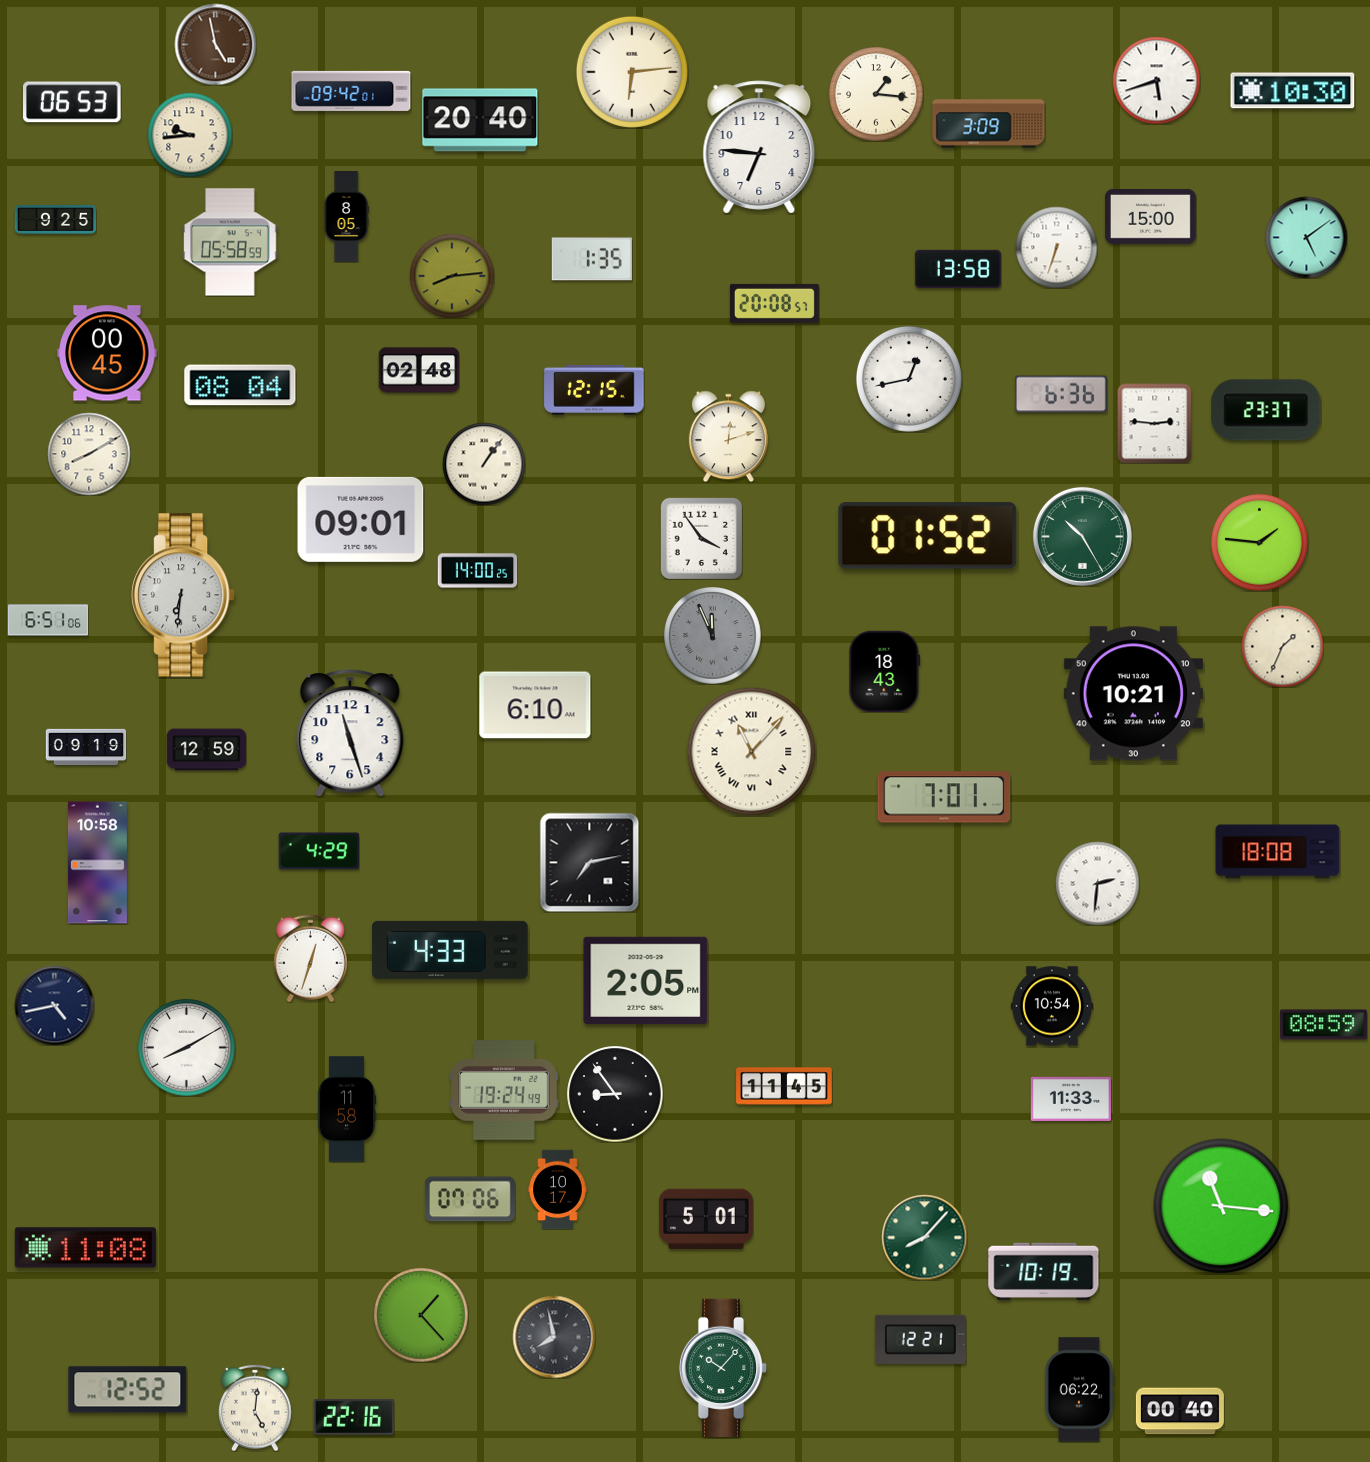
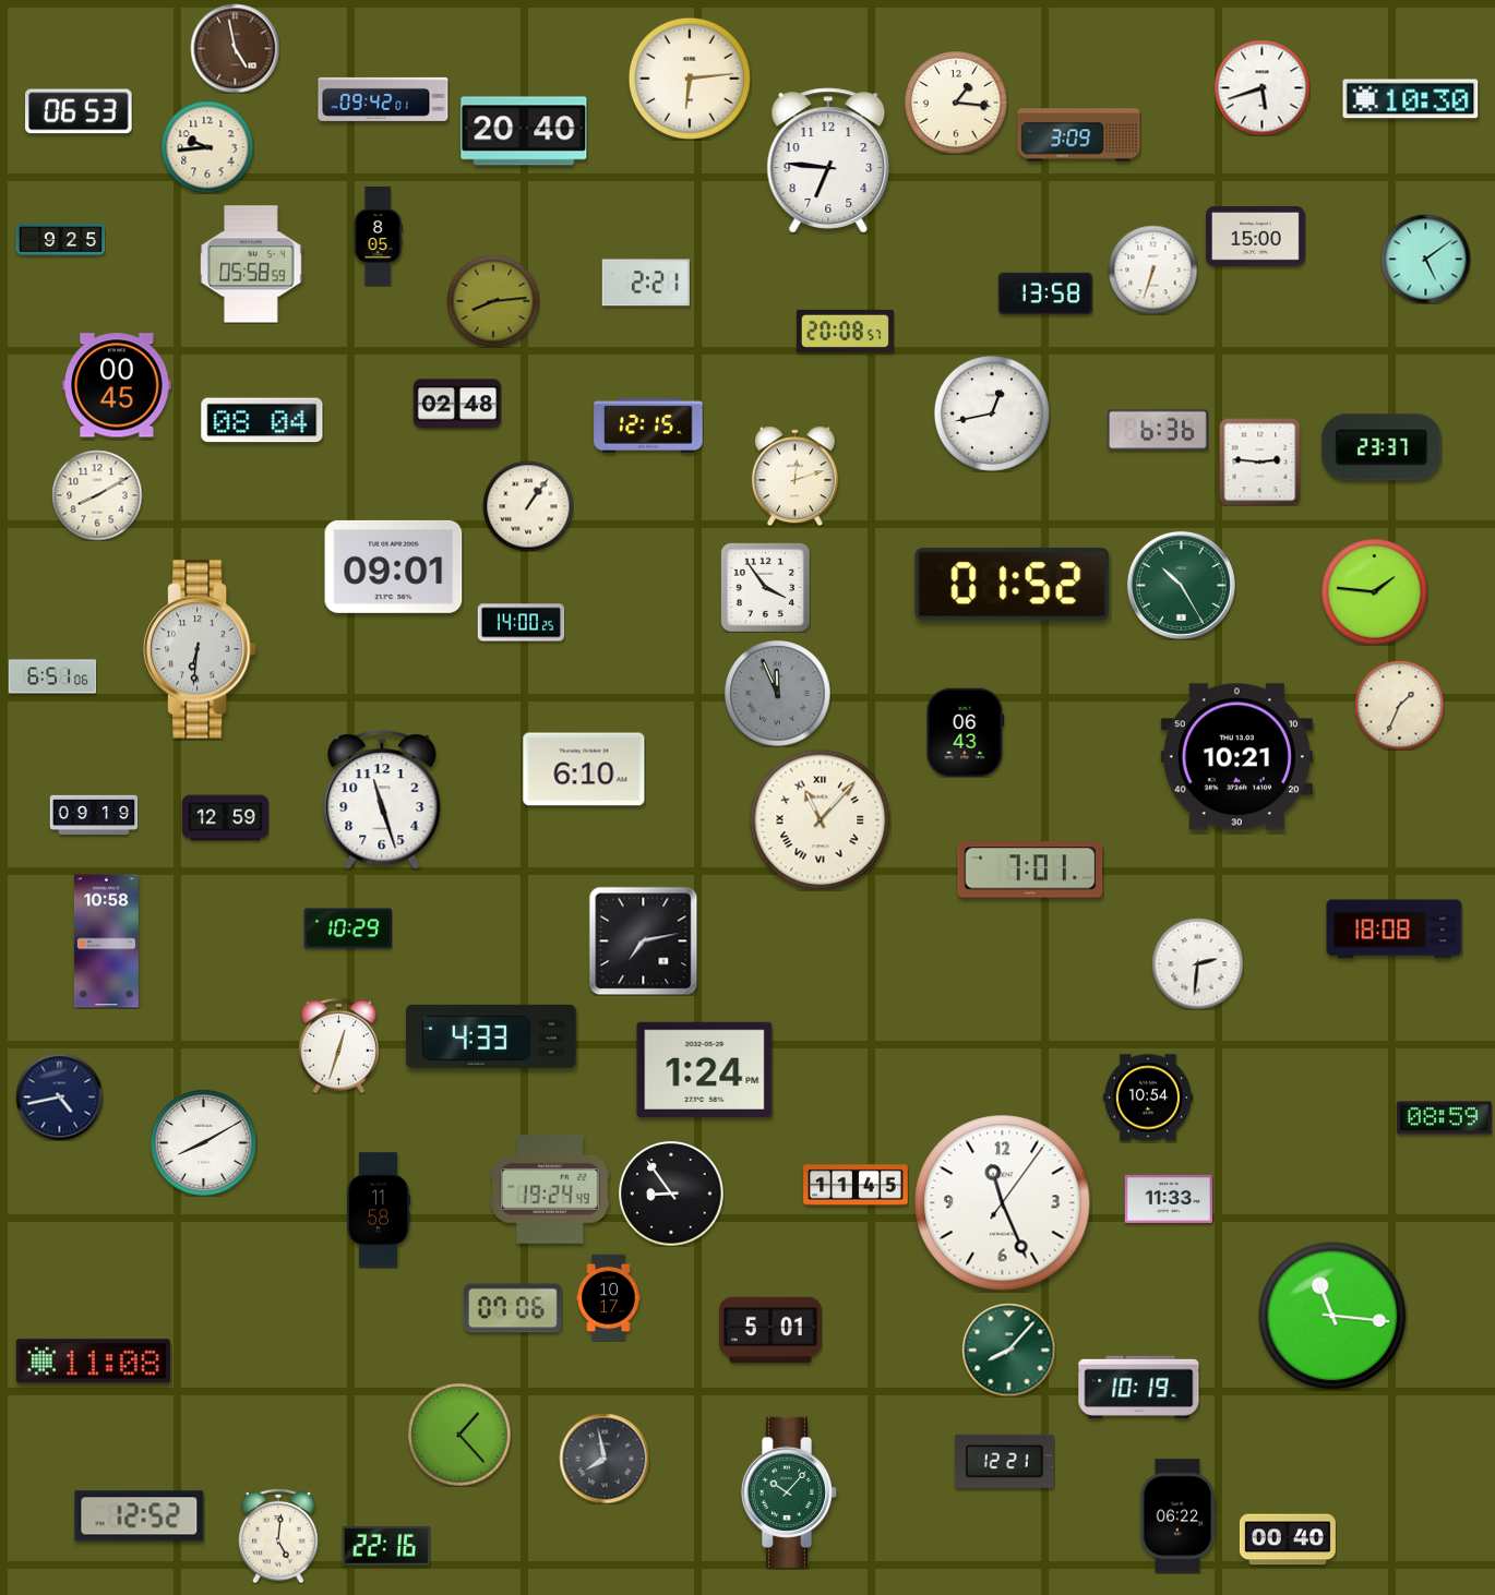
clock at (592, 259): 1:35 -> 2:21
clock at (885, 671): 18:43 -> 06:43
clock at (318, 851): 4:29 -> 10:29
clock at (646, 980): 2:05 -> 1:24
clock at (1003, 1203): none -> 11:26
